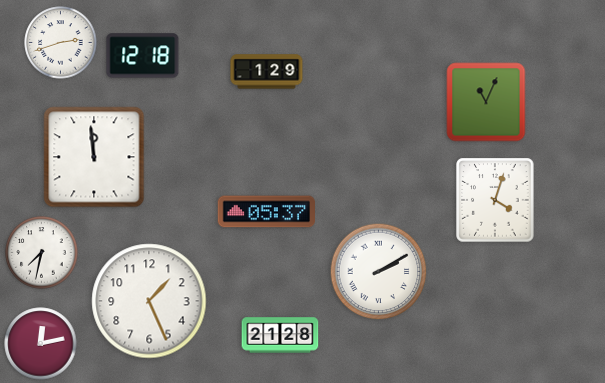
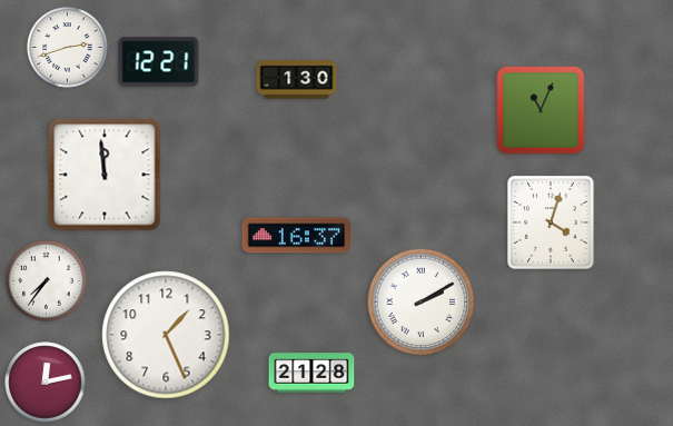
clock at (143, 56): 12:18 -> 12:21
clock at (267, 72): 1:29 -> 1:30
clock at (486, 102) position: (486, 102) -> (541, 110)
clock at (266, 212): 05:37 -> 16:37
clock at (42, 253): 7:32 -> 7:36
